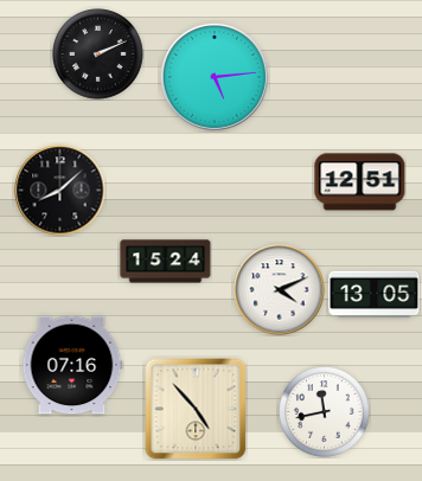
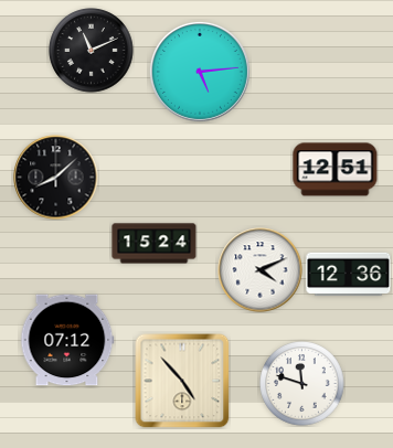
clock at (98, 54): 2:11 -> 11:11
clock at (375, 295): 13:05 -> 12:36
clock at (72, 365): 07:16 -> 07:12
clock at (325, 412): 11:43 -> 11:48
